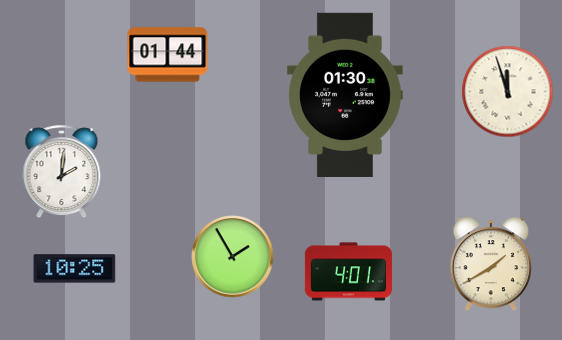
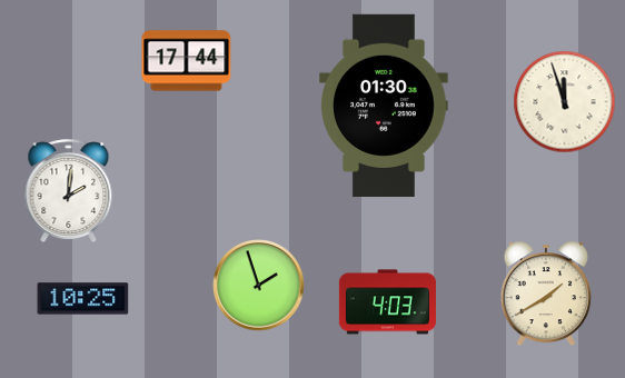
clock at (168, 55): 01:44 -> 17:44
clock at (233, 257): 1:55 -> 1:57
clock at (348, 272): 4:01 -> 4:03
